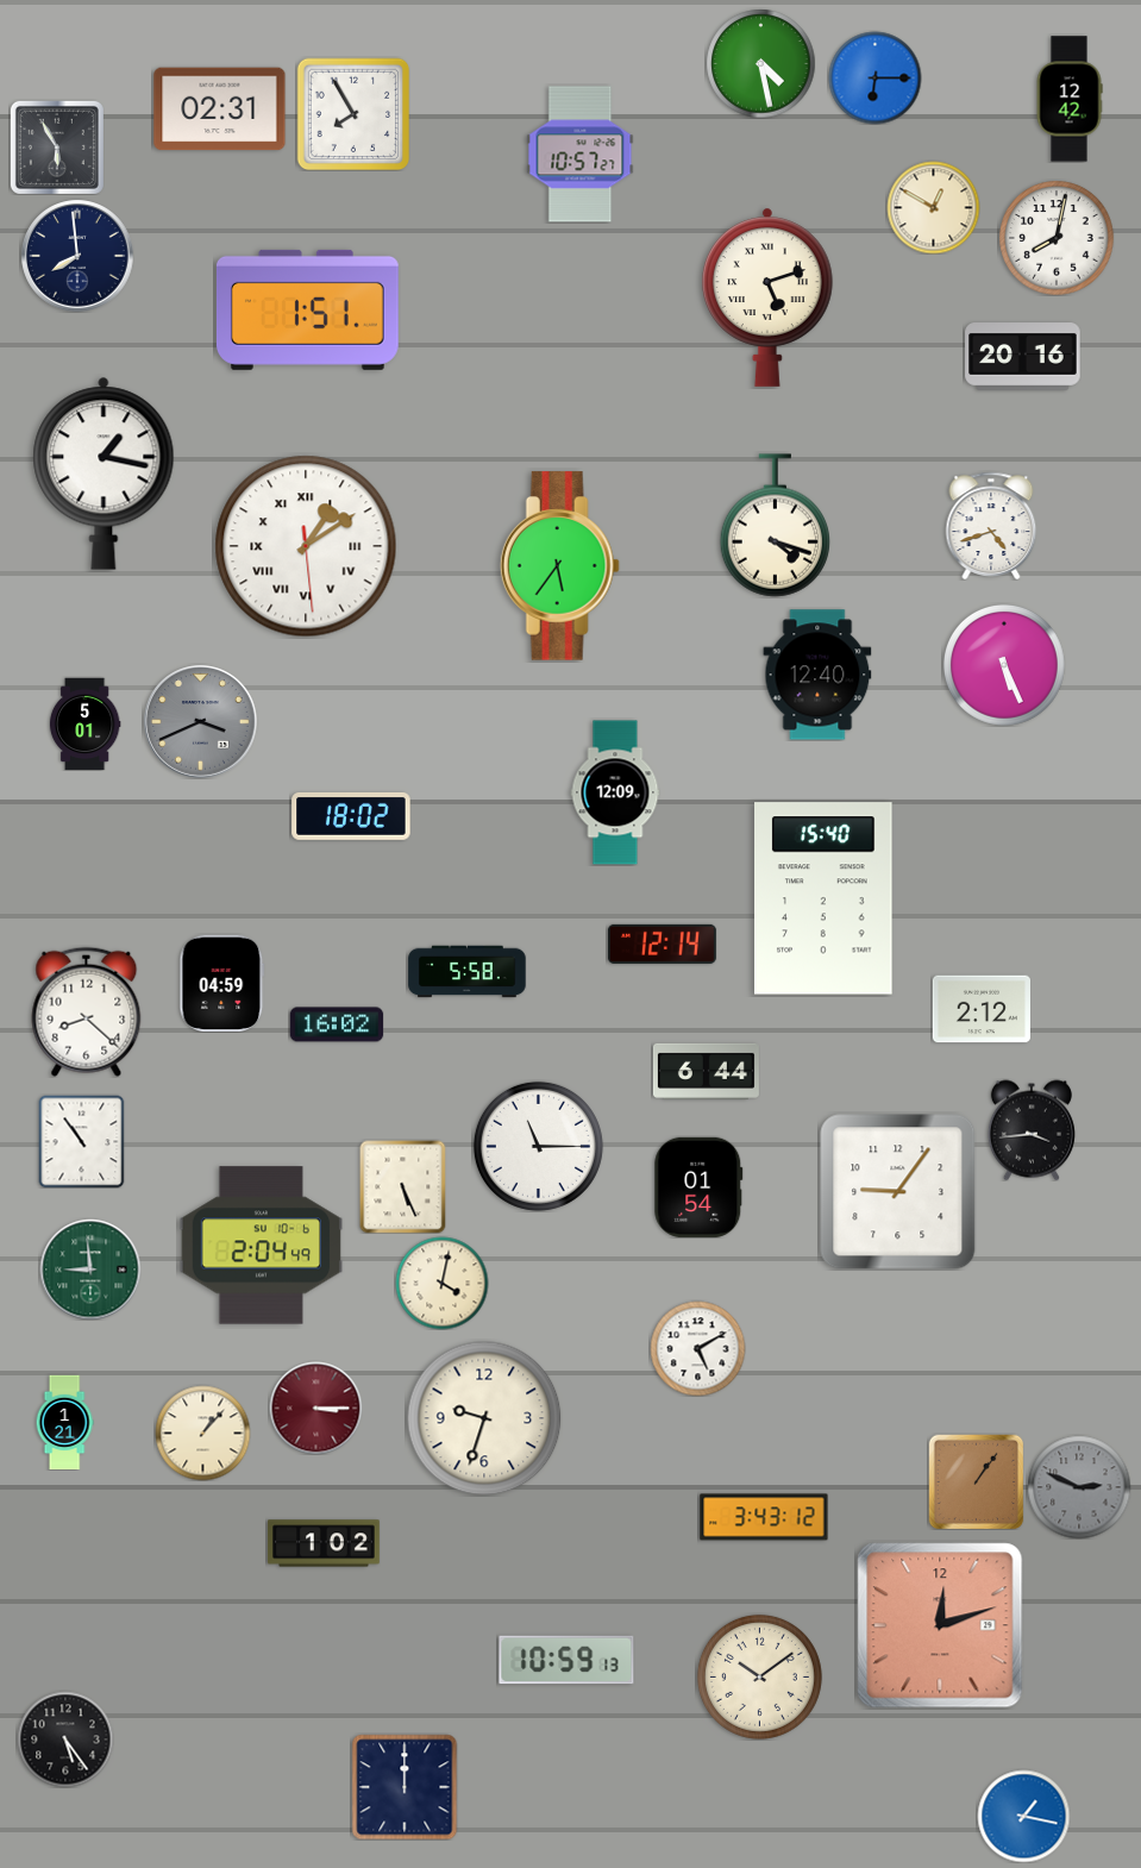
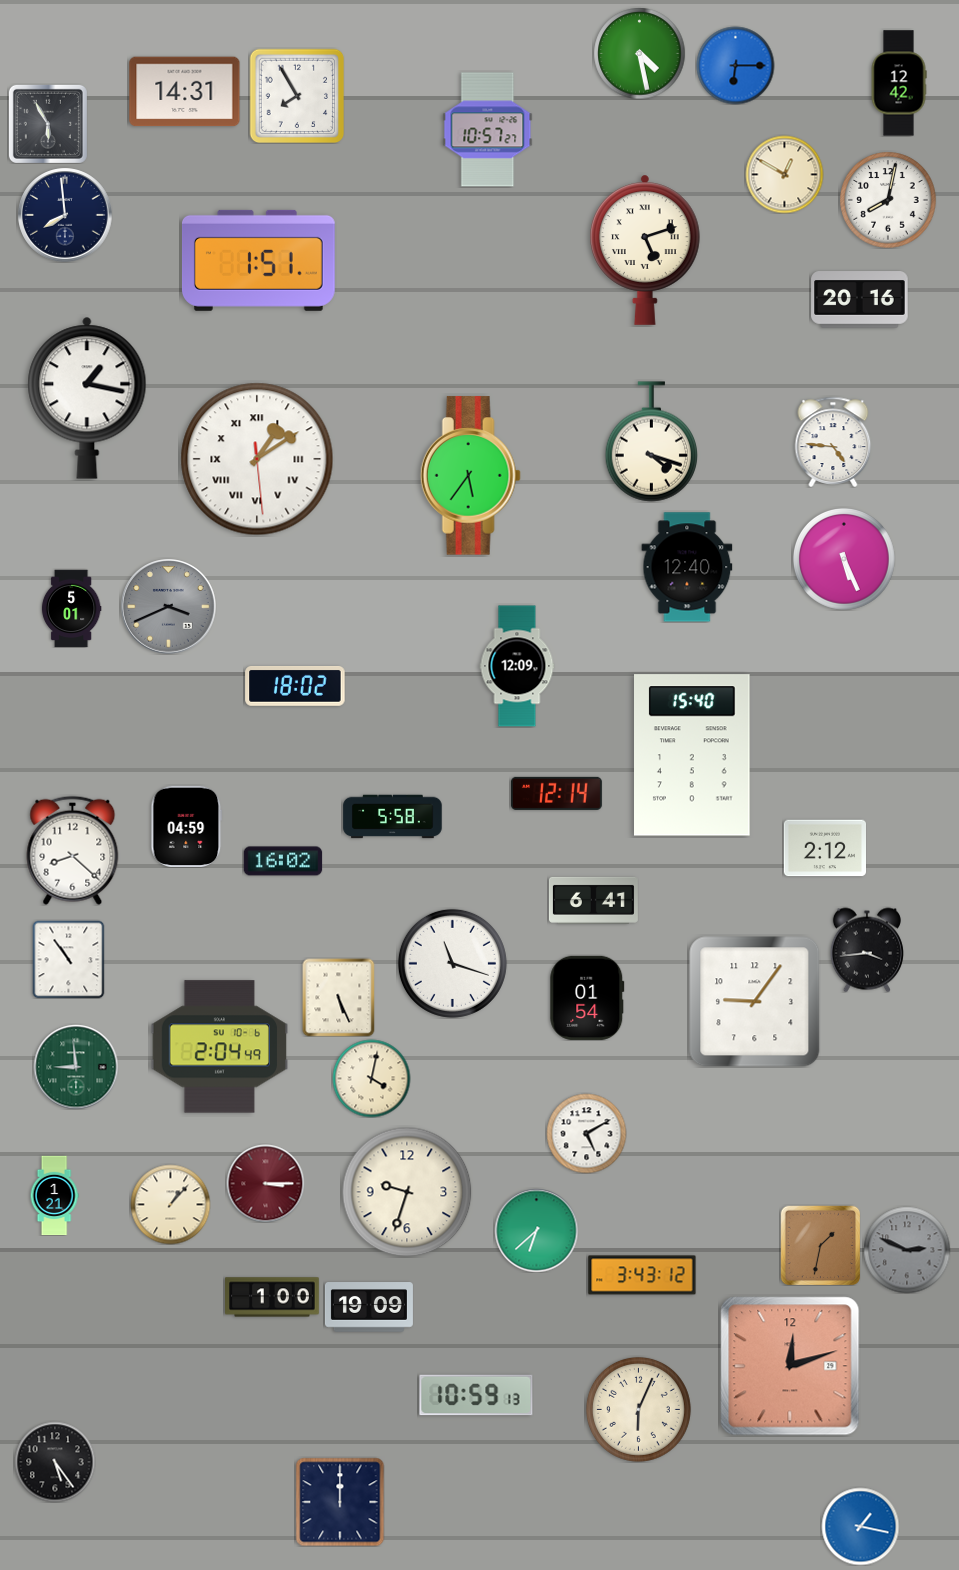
clock at (220, 109): 02:31 -> 14:31
clock at (991, 526): 4:42 -> 4:46
clock at (706, 1071): 6:44 -> 6:41
clock at (538, 1146): 11:15 -> 11:18
clock at (536, 1230): none -> 6:38
clock at (976, 1481): 1:06 -> 1:32
clock at (324, 1543): 1:02 -> 1:00
clock at (369, 1307): none -> 19:09
clock at (759, 1676): 10:09 -> 6:04
